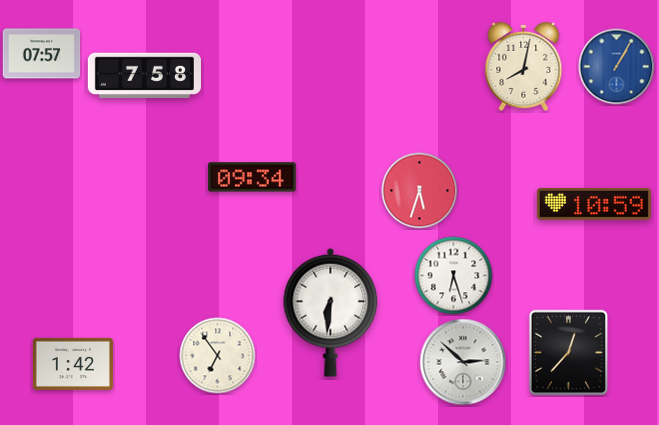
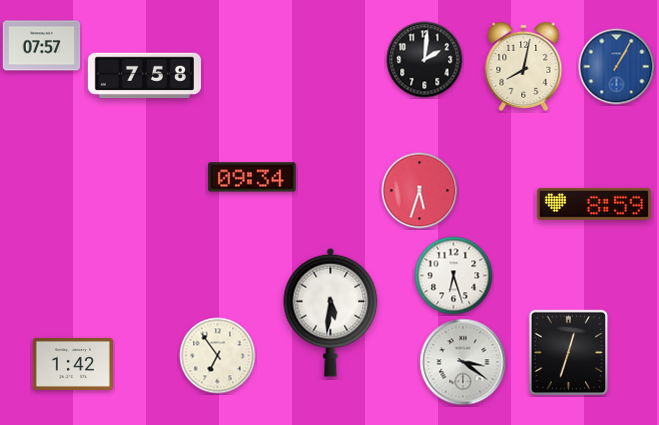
clock at (42, 54) position: (42, 54) -> (42, 46)
clock at (425, 60): none -> 2:01
clock at (594, 204): 10:59 -> 8:59
clock at (331, 312): 6:31 -> 5:31
clock at (569, 353): 12:37 -> 12:33
clock at (463, 362): 2:52 -> 3:21
